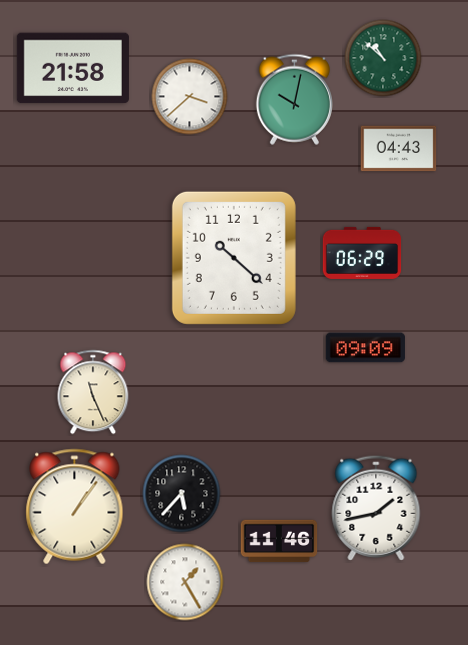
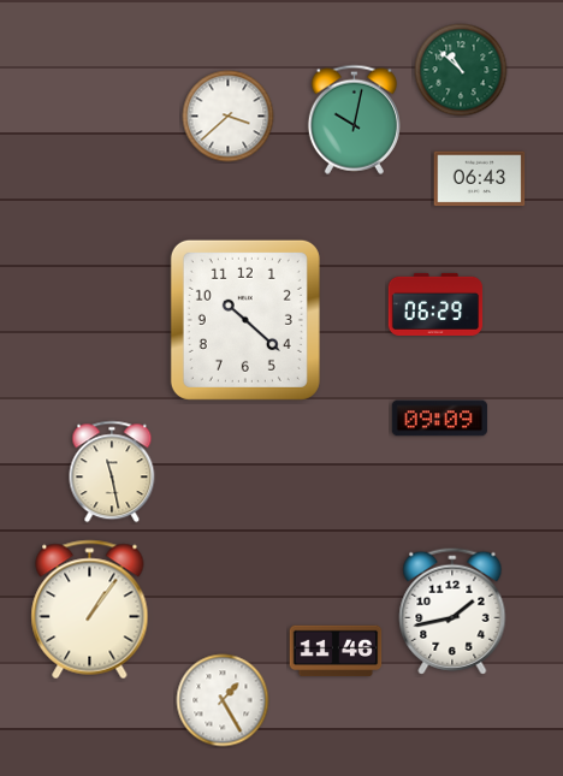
clock at (73, 68): 21:58 -> none
clock at (399, 149): 04:43 -> 06:43
clock at (234, 258) position: (234, 258) -> (245, 320)
clock at (93, 392): 11:26 -> 11:28
clock at (182, 494): 5:37 -> none
